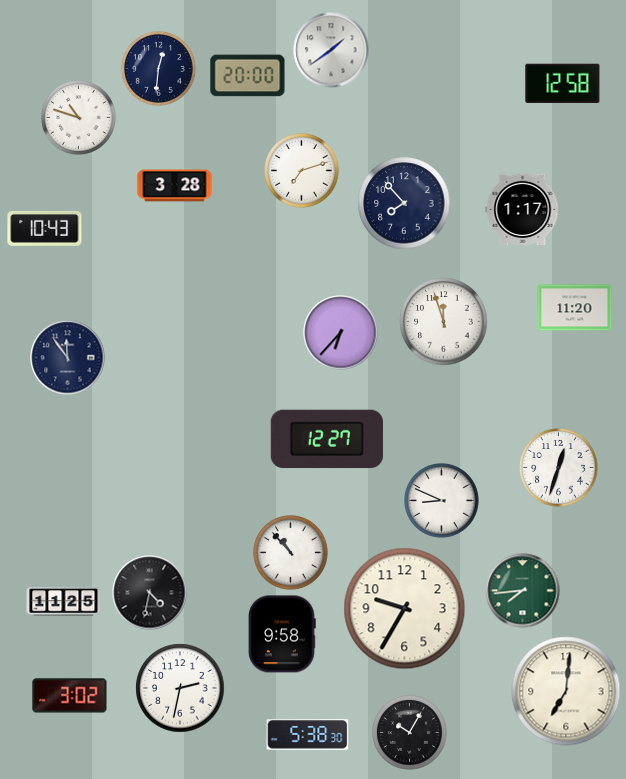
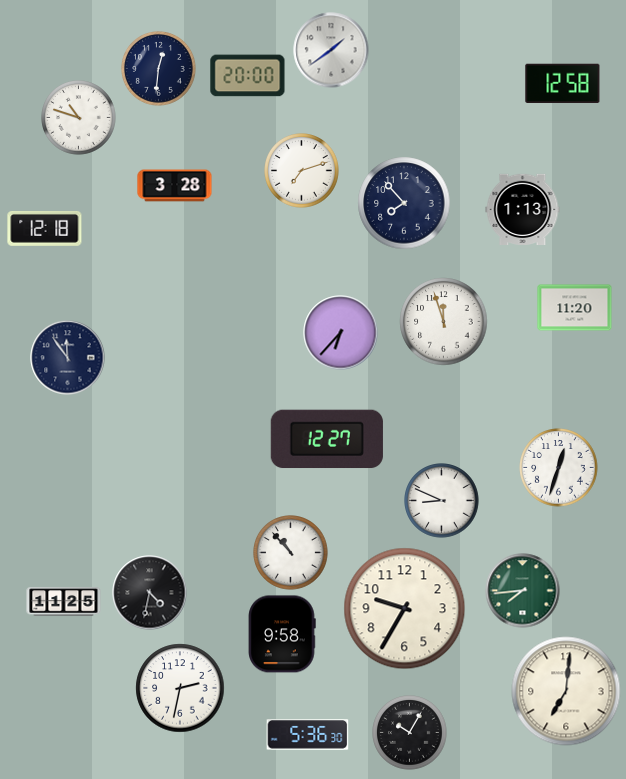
clock at (523, 209): 1:17 -> 1:13
clock at (45, 228): 10:43 -> 12:18
clock at (70, 696): 3:02 -> none
clock at (308, 735): 5:38 -> 5:36
